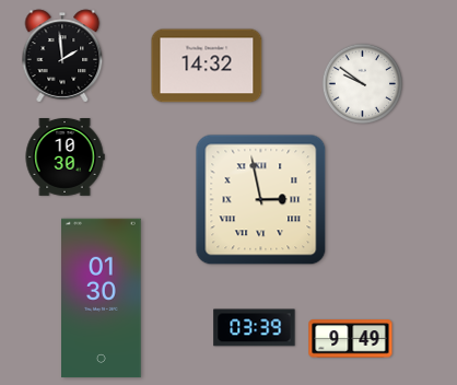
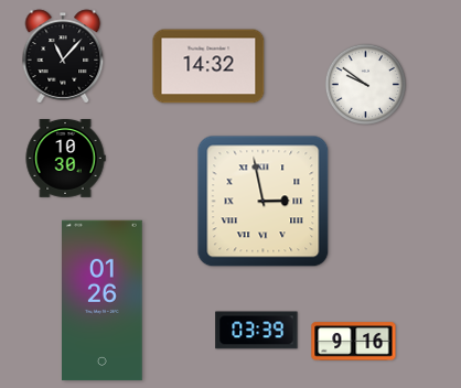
clock at (62, 56): 1:59 -> 11:07
clock at (102, 299): 01:30 -> 01:26
clock at (351, 339): 9:49 -> 9:16
